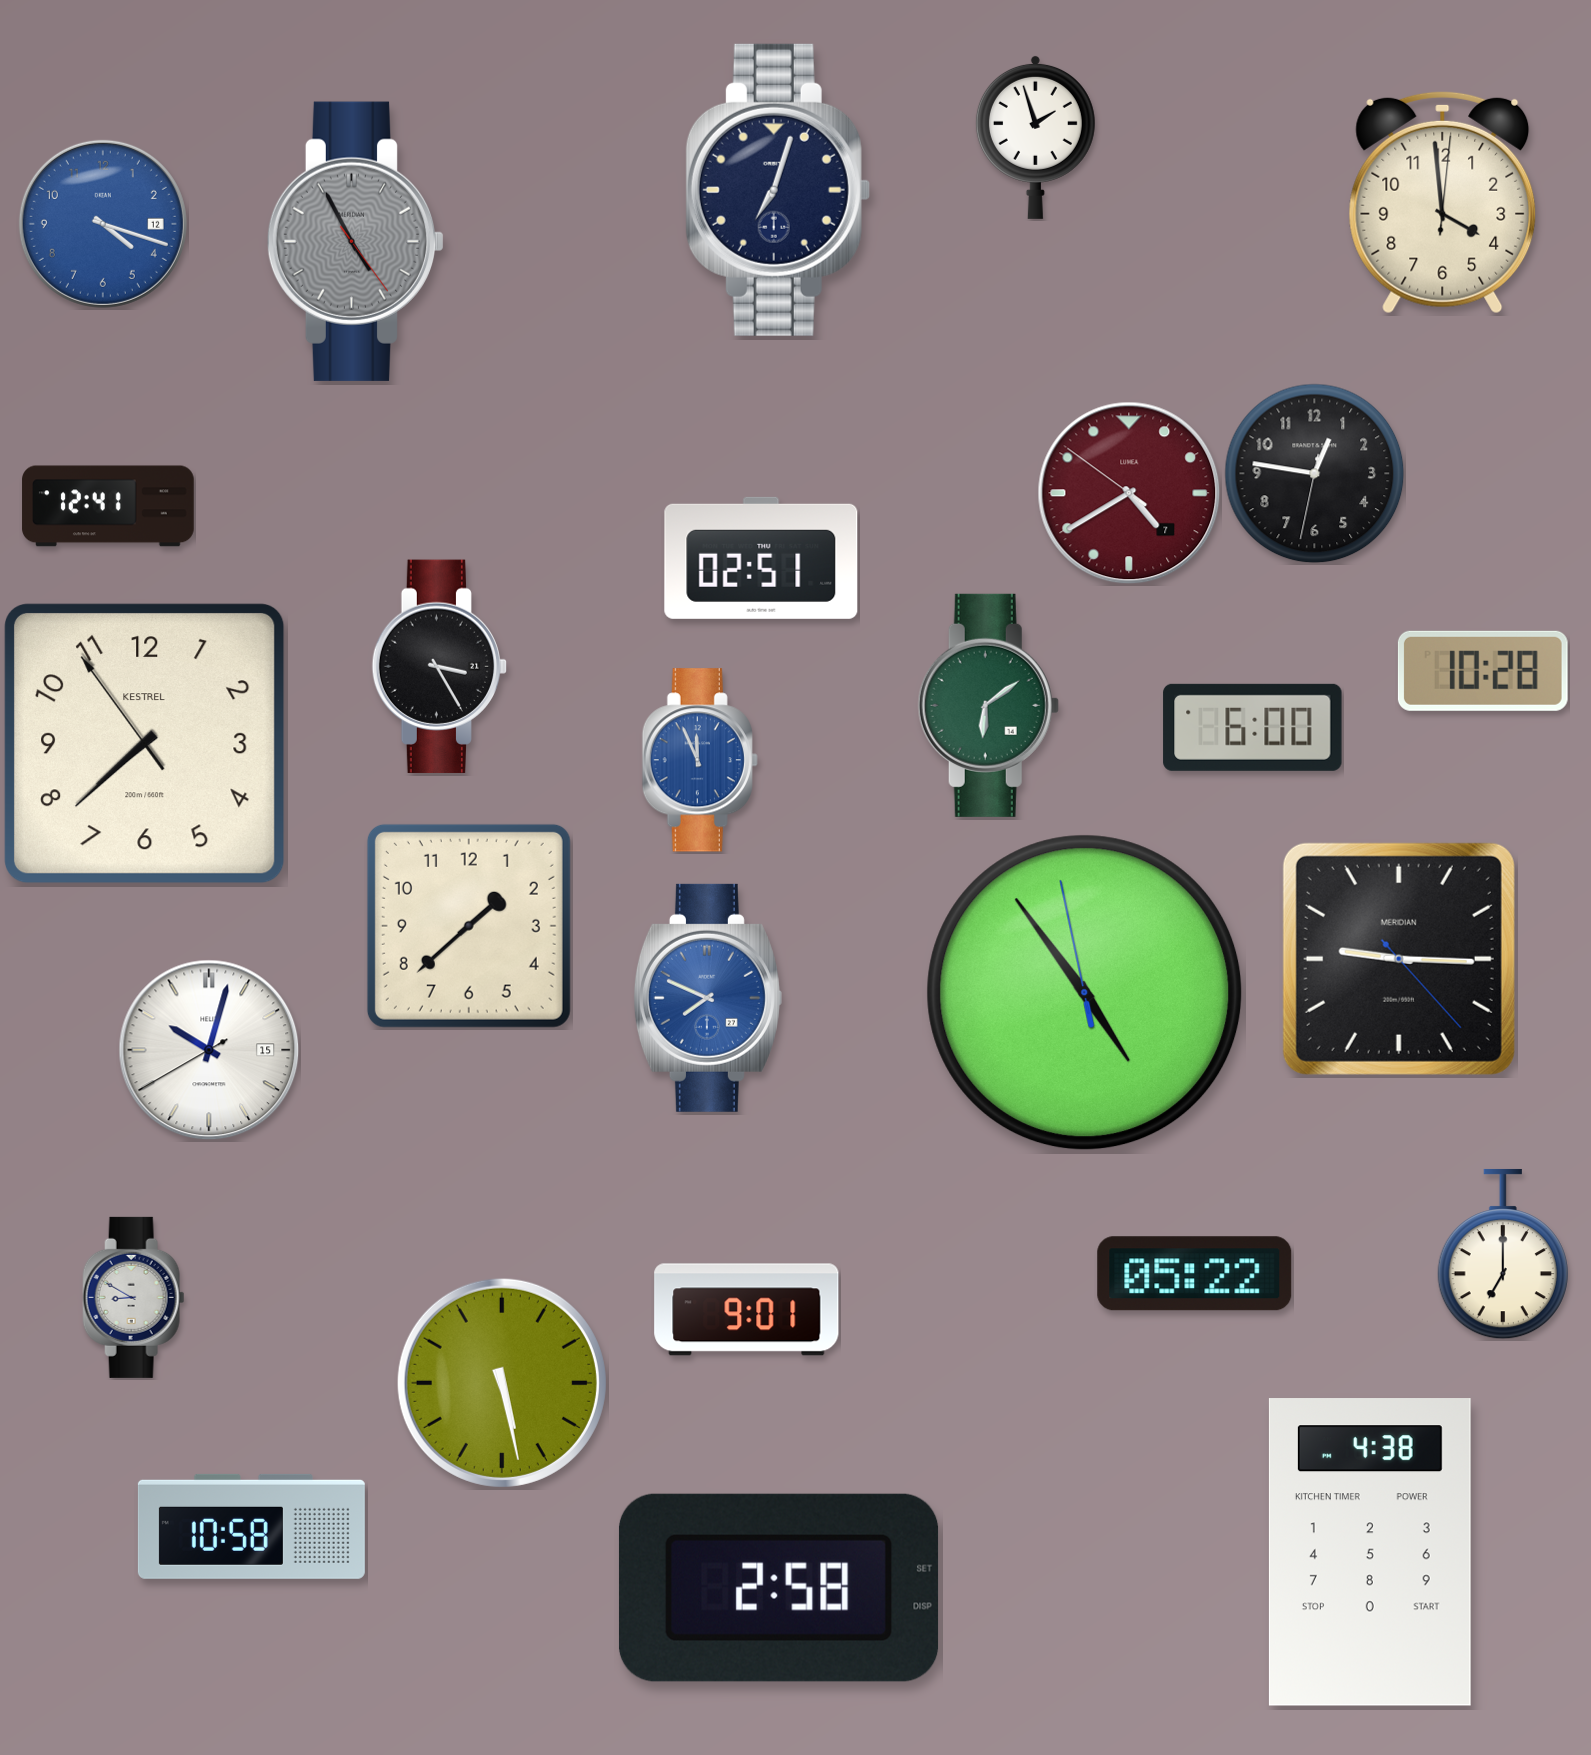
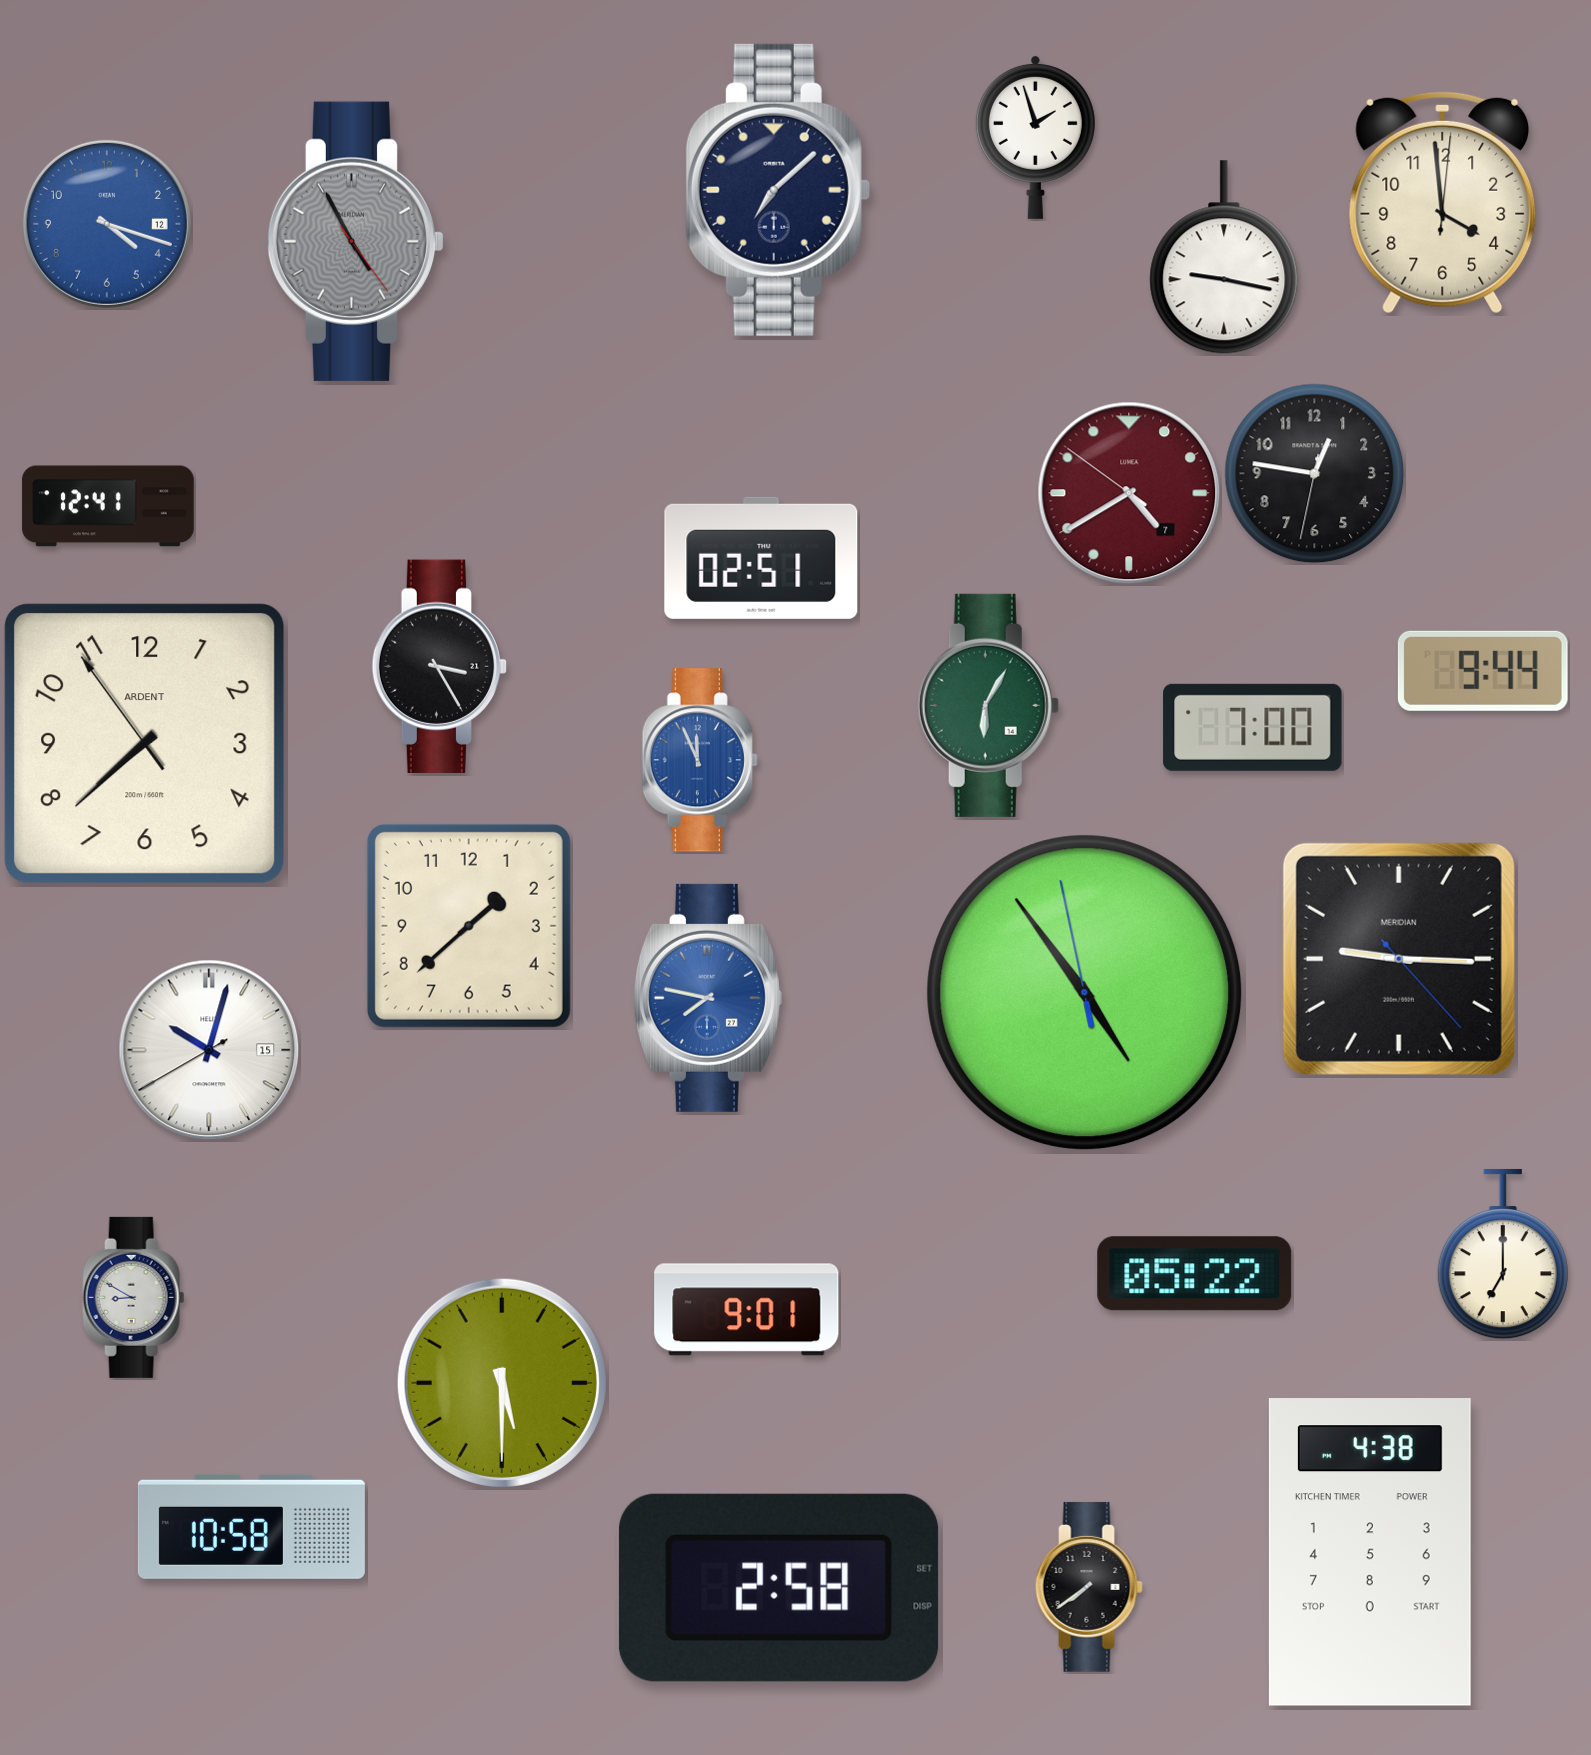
clock at (778, 190): 7:03 -> 7:08
clock at (103, 224) position: (103, 224) -> (107, 224)
clock at (1224, 257): none -> 9:17
clock at (1483, 671): 10:28 -> 9:44
clock at (988, 705): 6:09 -> 6:05
clock at (1253, 727): 6:00 -> 7:00
clock at (145, 744) brand: KESTREL -> ARDENT
clock at (707, 998): 7:49 -> 7:47
clock at (502, 1383): 5:28 -> 5:30
clock at (1089, 1587): none -> 7:39
